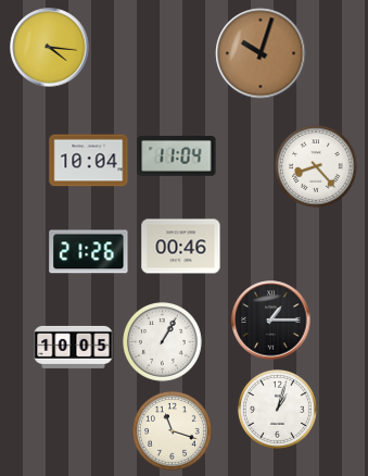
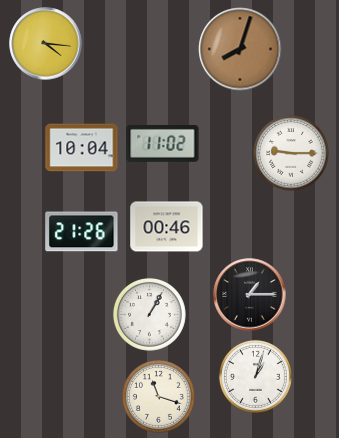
clock at (261, 53): 10:03 -> 8:03
clock at (177, 155): 11:04 -> 11:02
clock at (316, 166): 8:23 -> 9:15
clock at (74, 347): 10:05 -> none
